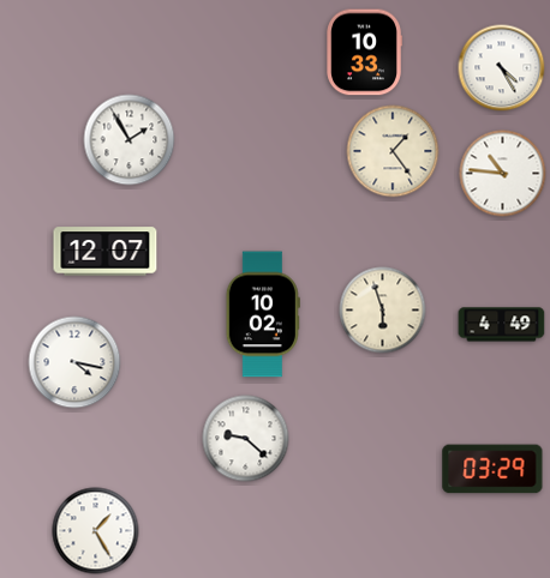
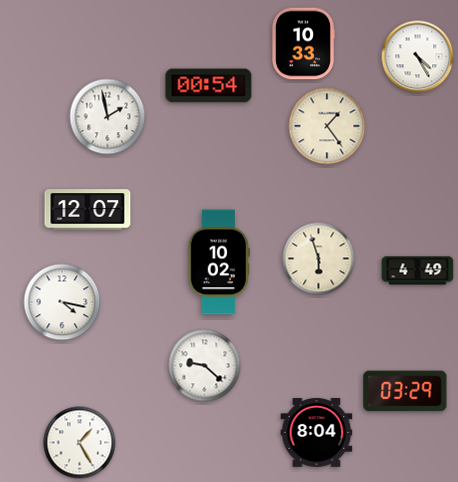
clock at (209, 86): none -> 00:54
clock at (130, 140): 1:55 -> 1:58
clock at (503, 174): 10:46 -> none
clock at (492, 469) position: (492, 469) -> (405, 391)
clock at (317, 433): none -> 8:04
